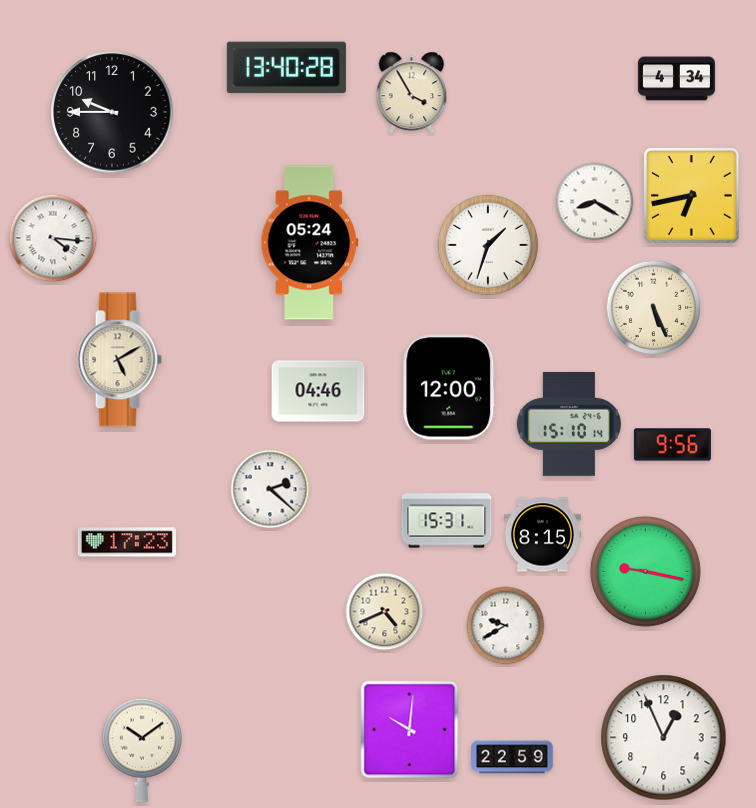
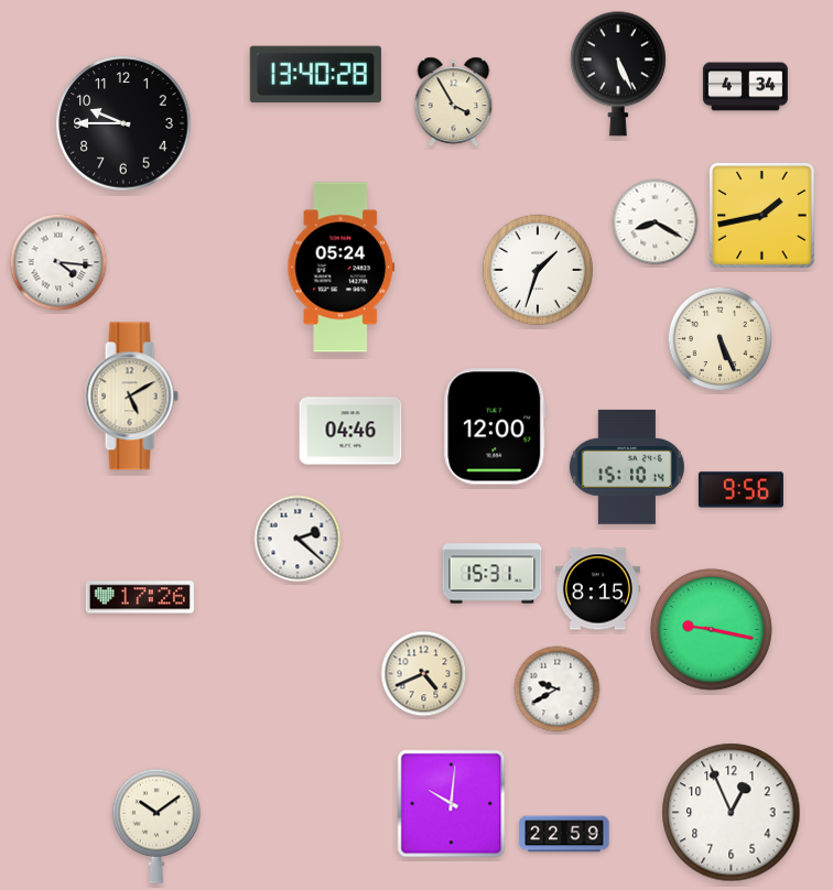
clock at (618, 74): none -> 5:26
clock at (692, 196): 6:43 -> 1:43
clock at (127, 542): 17:23 -> 17:26
